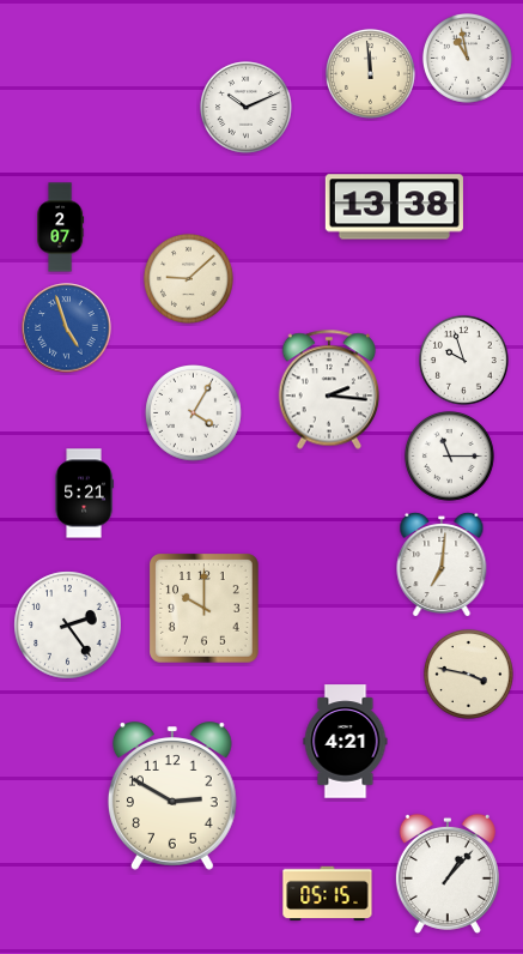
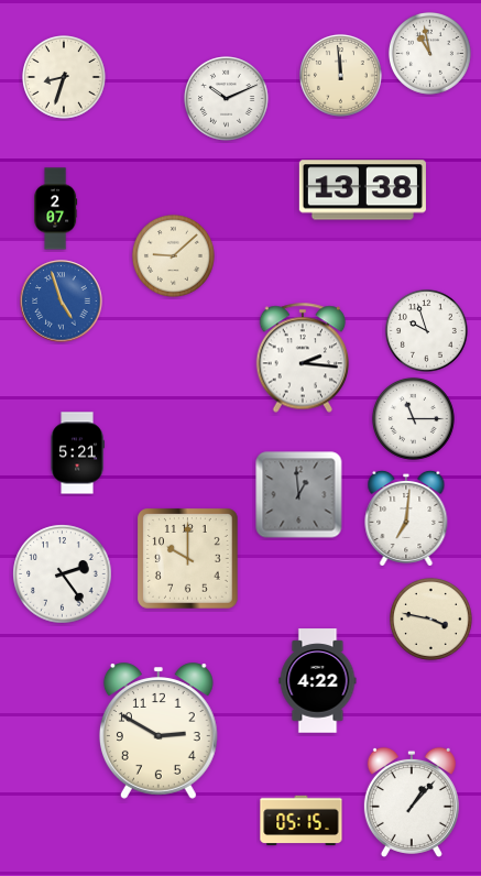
clock at (371, 74) position: (371, 74) -> (341, 76)
clock at (65, 78): none -> 8:33
clock at (194, 413): 4:05 -> none
clock at (299, 495): none -> 12:59
clock at (346, 742): 4:21 -> 4:22
